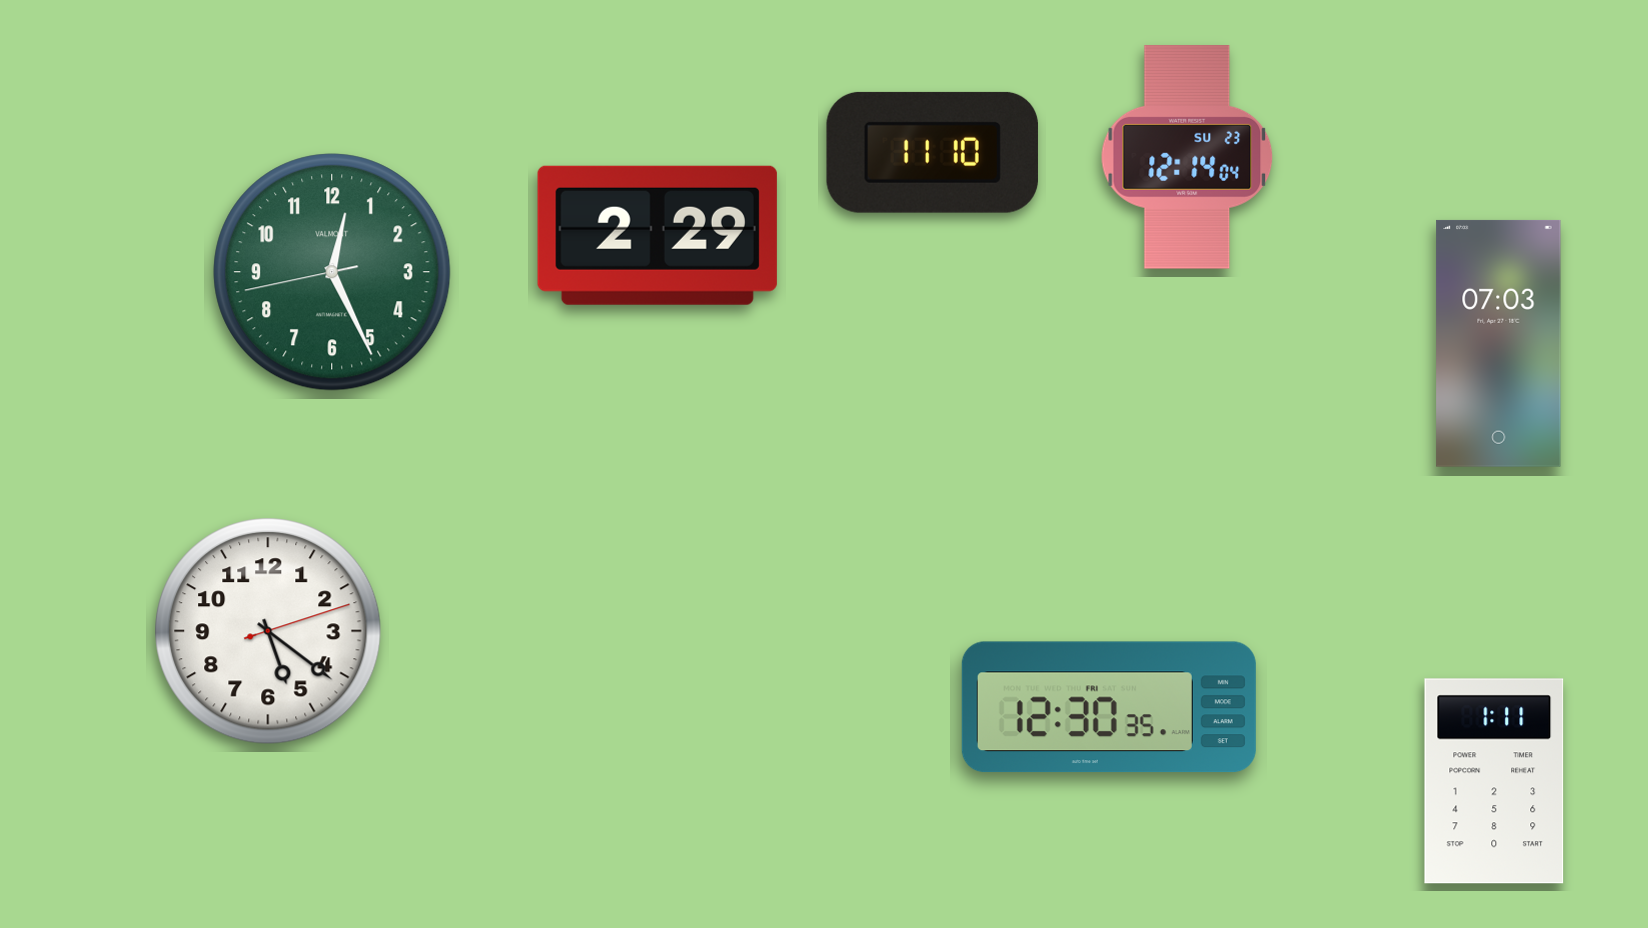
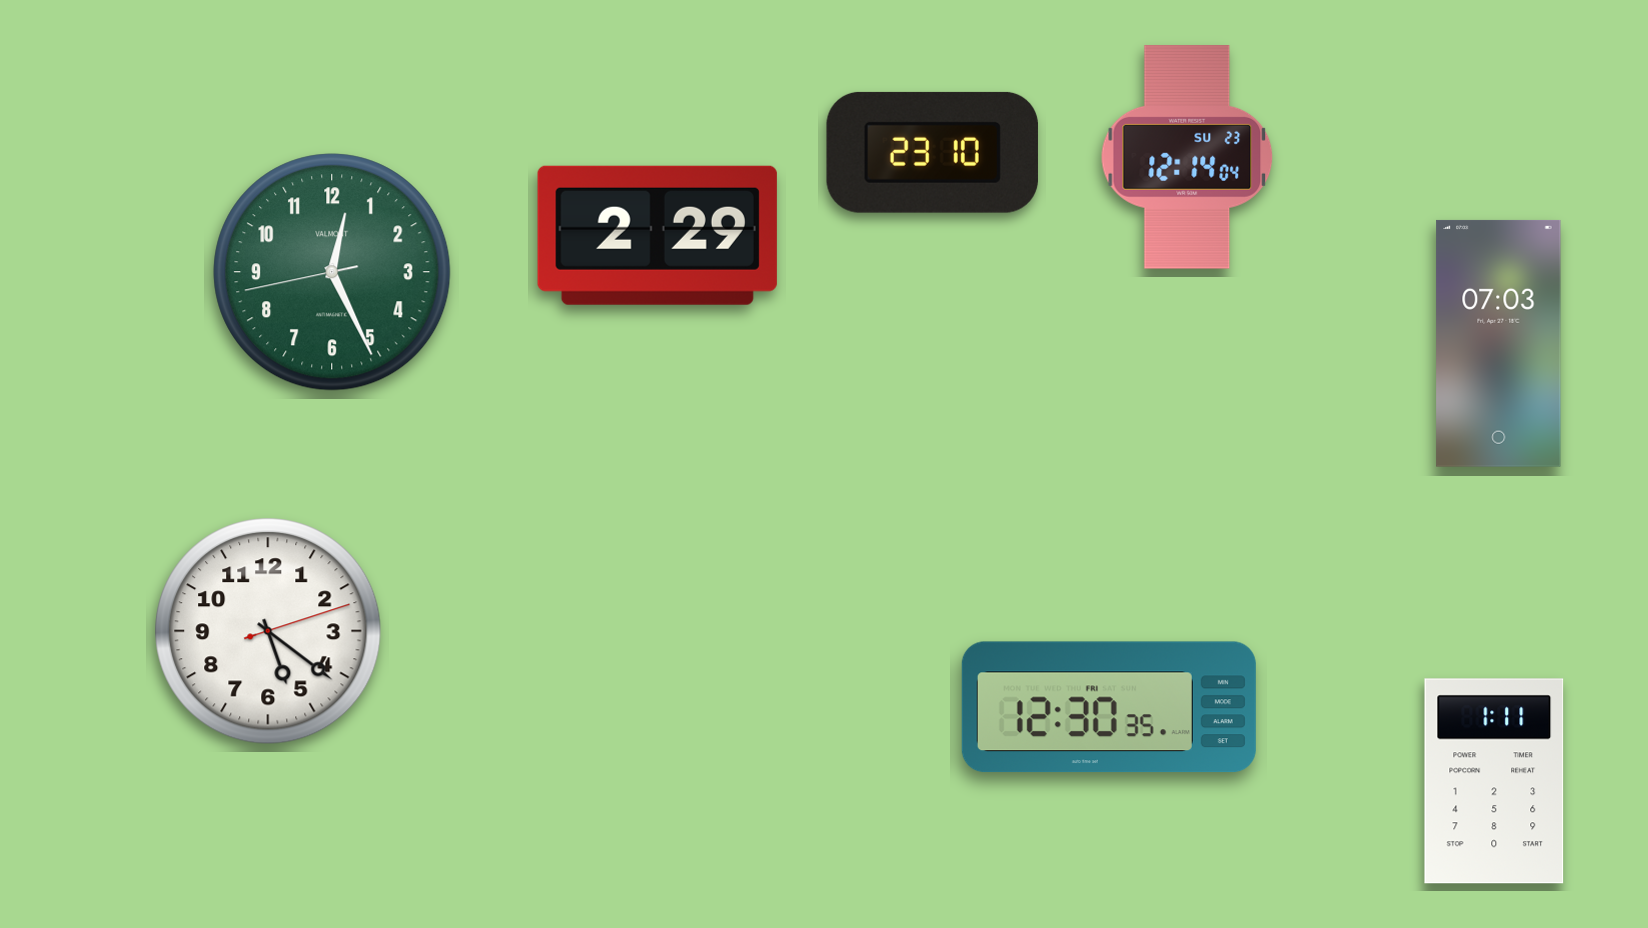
clock at (932, 152): 11:10 -> 23:10
